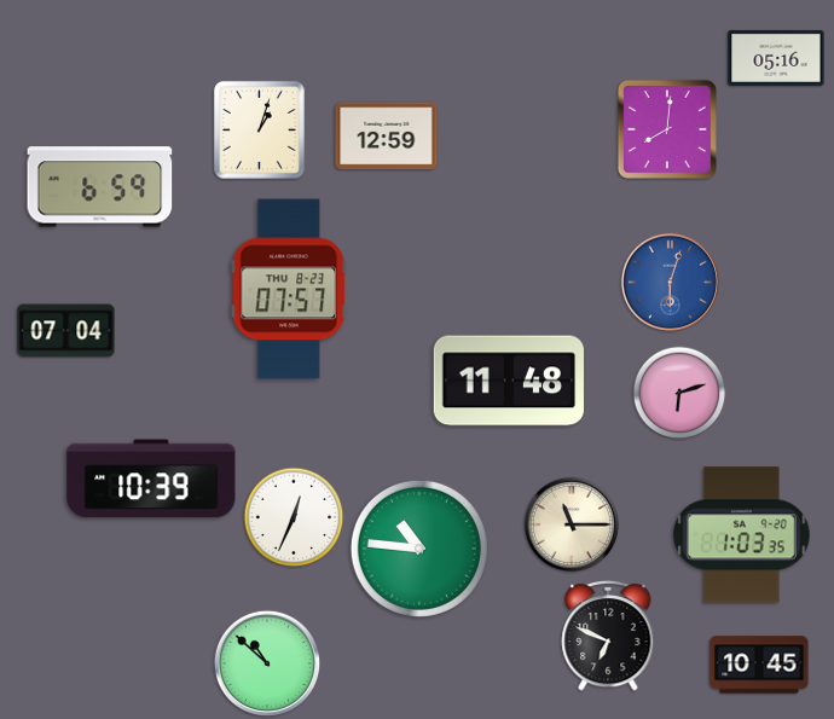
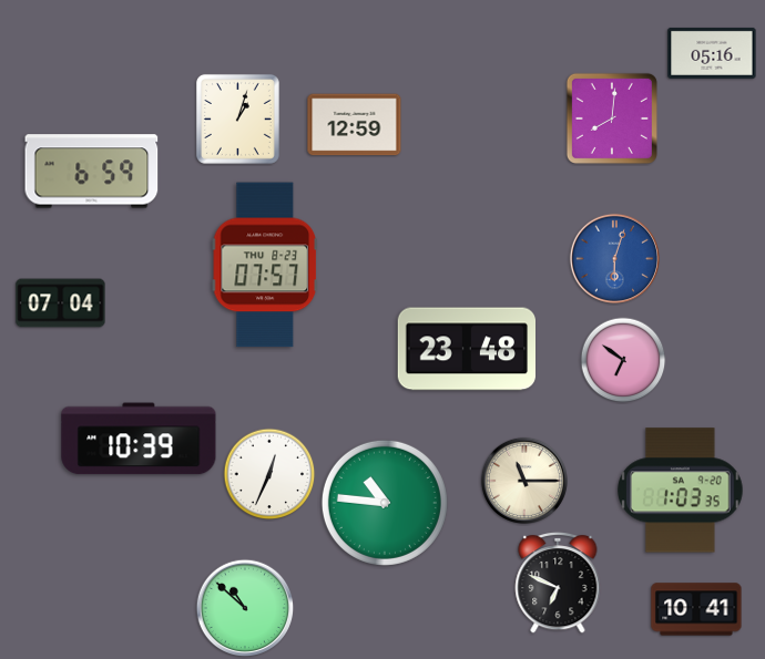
clock at (508, 381): 11:48 -> 23:48
clock at (679, 393): 6:12 -> 6:51
clock at (759, 665): 10:45 -> 10:41
